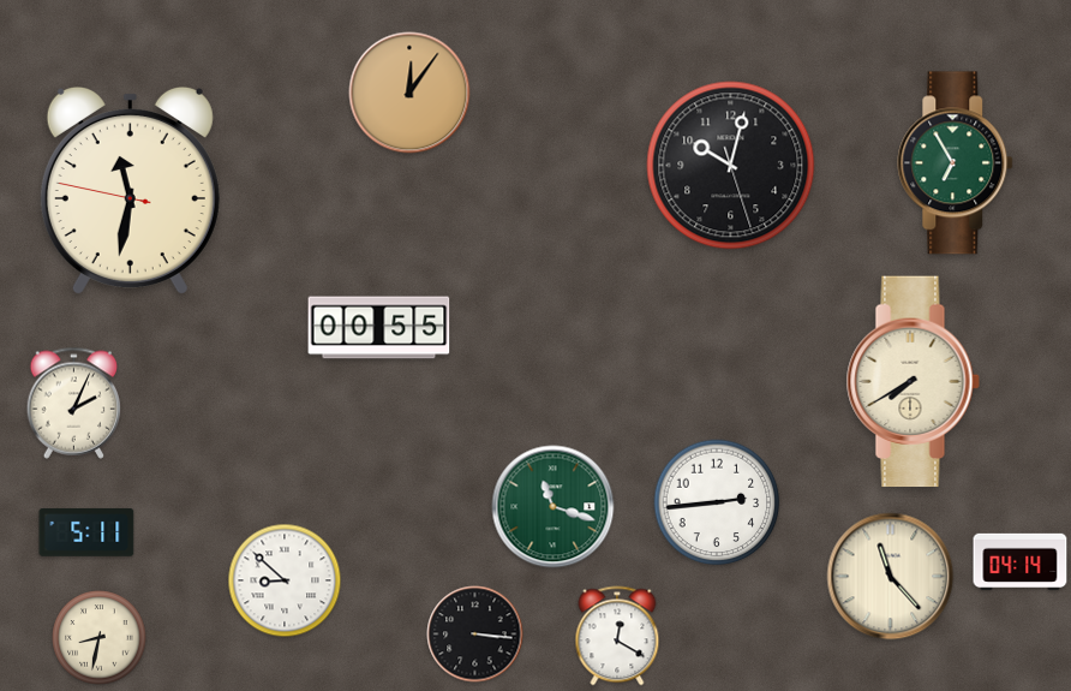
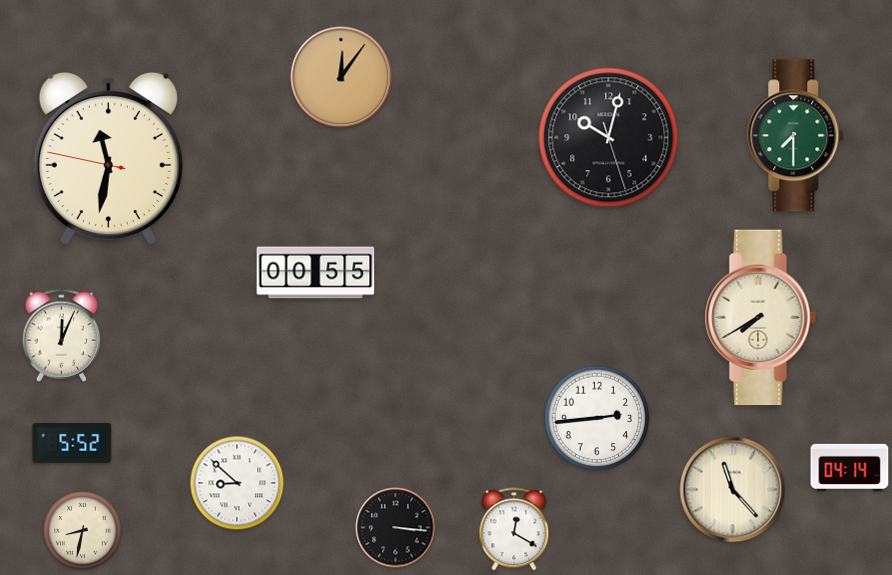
clock at (956, 163): 6:55 -> 7:30
clock at (74, 403): 2:04 -> 12:04
clock at (554, 507): 11:18 -> none
clock at (86, 532): 5:11 -> 5:52
clock at (891, 577) position: (891, 577) -> (733, 490)
